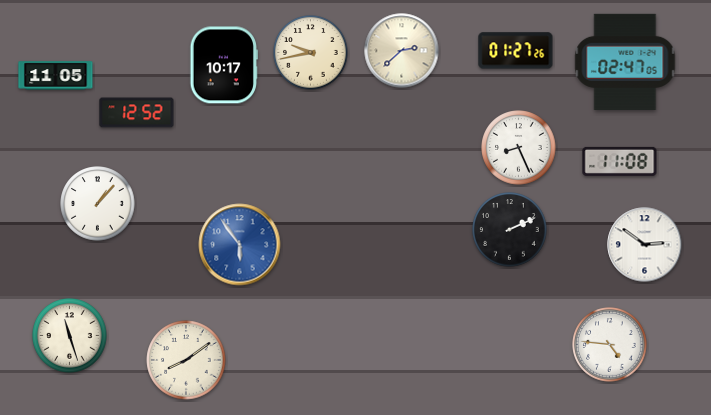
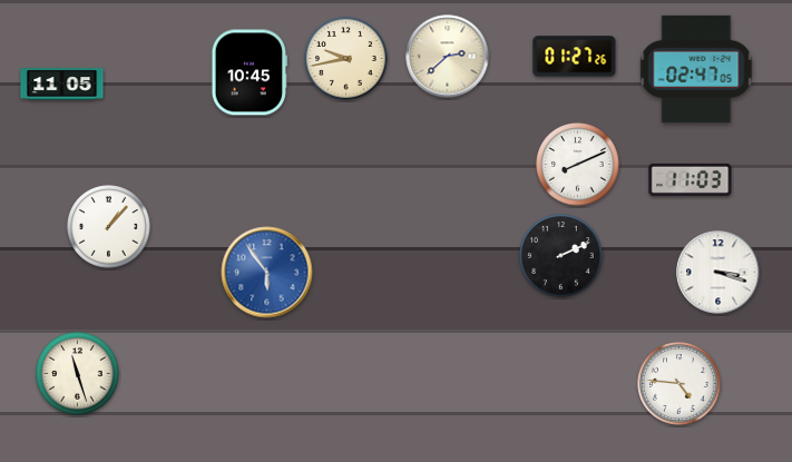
clock at (223, 65): 10:17 -> 10:45
clock at (137, 113): 12:52 -> none
clock at (519, 148): 8:26 -> 8:11
clock at (620, 161): 11:08 -> 11:03
clock at (510, 230) position: (510, 230) -> (561, 256)
clock at (645, 245): 2:51 -> 3:18
clock at (186, 360): 8:09 -> none
